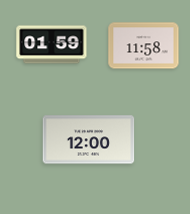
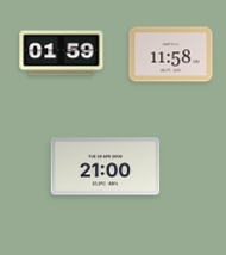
clock at (89, 140): 12:00 -> 21:00
